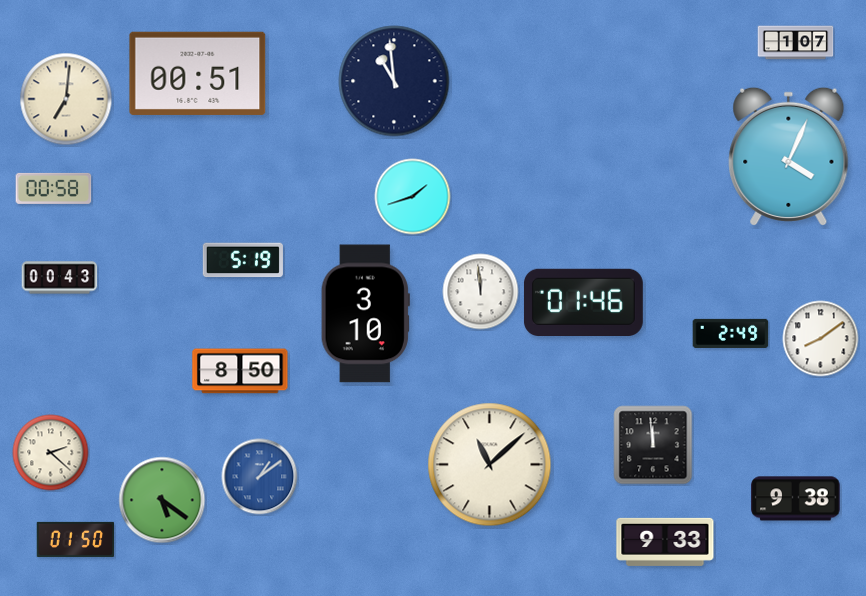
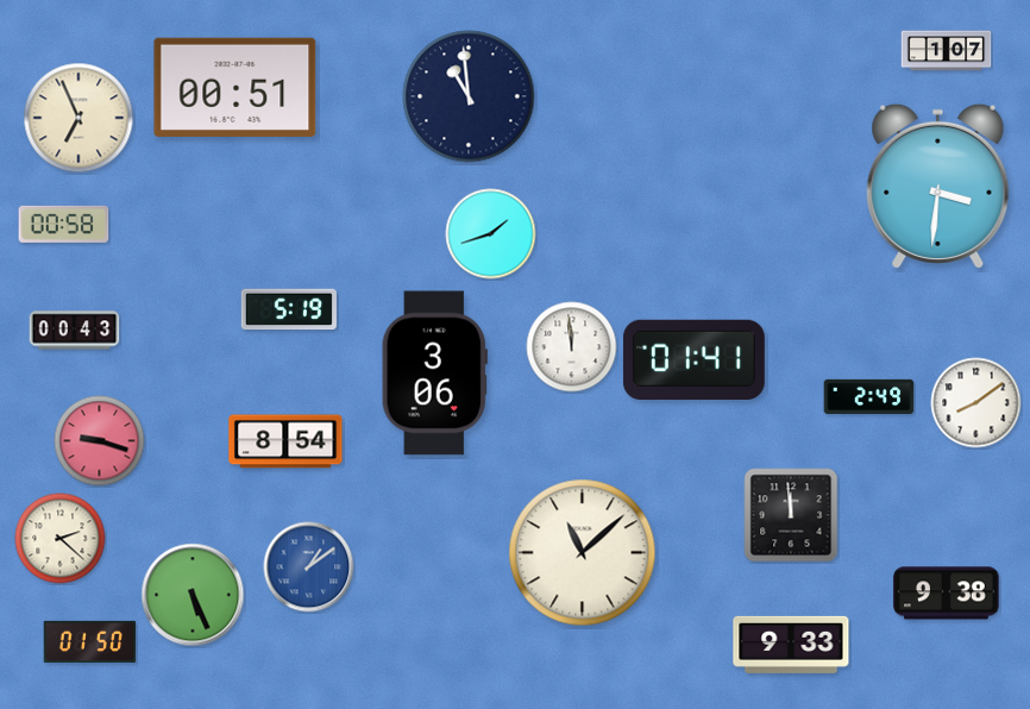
clock at (66, 99): 7:01 -> 6:56
clock at (789, 156): 4:04 -> 3:31
clock at (60, 278) position: (60, 278) -> (75, 331)
clock at (583, 302): 01:46 -> 01:41
clock at (365, 314): 3:10 -> 3:06
clock at (100, 441): none -> 9:18
clock at (240, 371): 8:50 -> 8:54
clock at (653, 445) position: (653, 445) -> (791, 515)
clock at (162, 500): 5:21 -> 5:26
